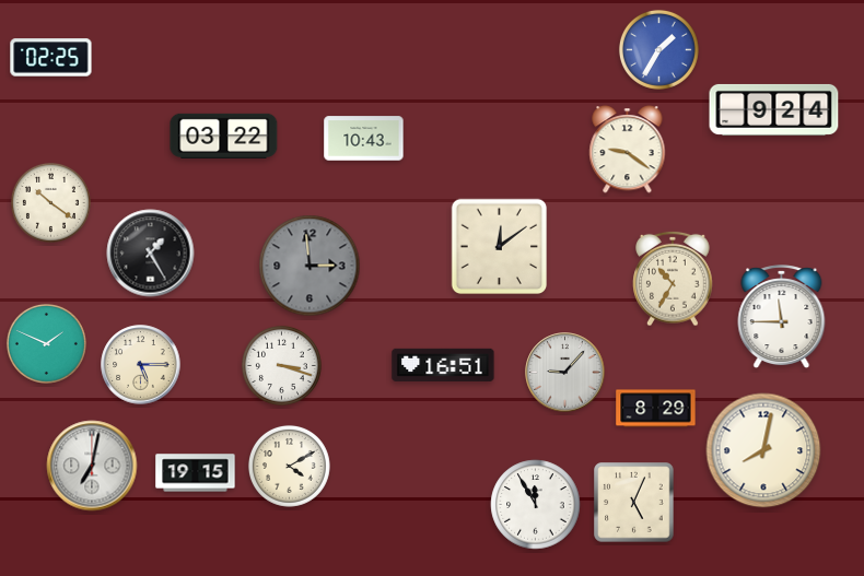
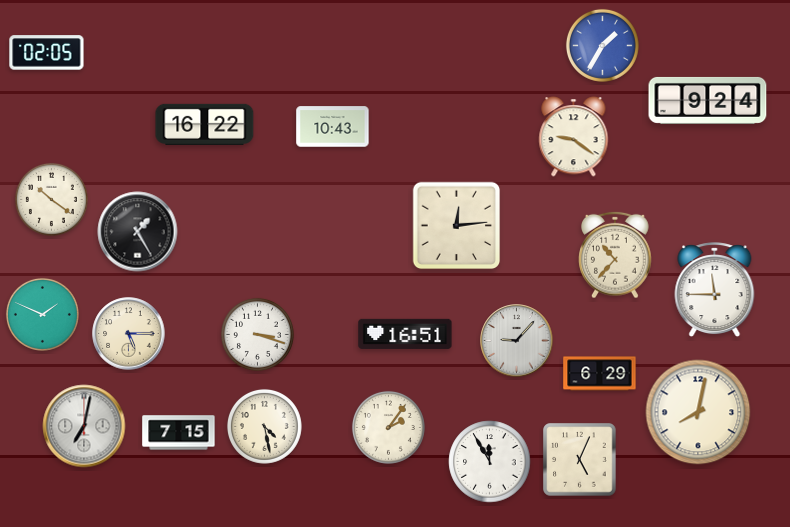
clock at (51, 58): 02:25 -> 02:05
clock at (224, 136): 03:22 -> 16:22
clock at (50, 202) position: (50, 202) -> (51, 199)
clock at (500, 247): 12:09 -> 12:14
clock at (310, 266): 2:59 -> none
clock at (673, 279): 10:35 -> 10:37
clock at (656, 409): 8:29 -> 6:29
clock at (289, 466): 4:10 -> 4:28
clock at (388, 427): none -> 2:06
clock at (196, 473): 19:15 -> 7:15
